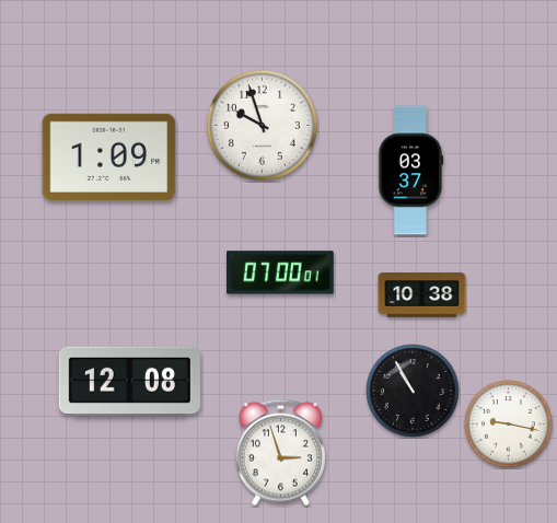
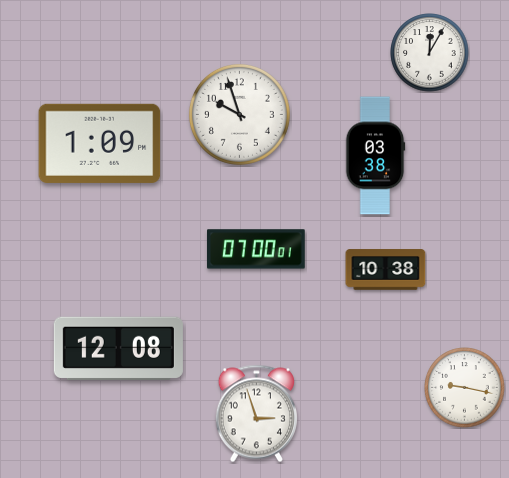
clock at (430, 53): none -> 12:05
clock at (410, 171): 03:37 -> 03:38
clock at (413, 391): 10:55 -> none
